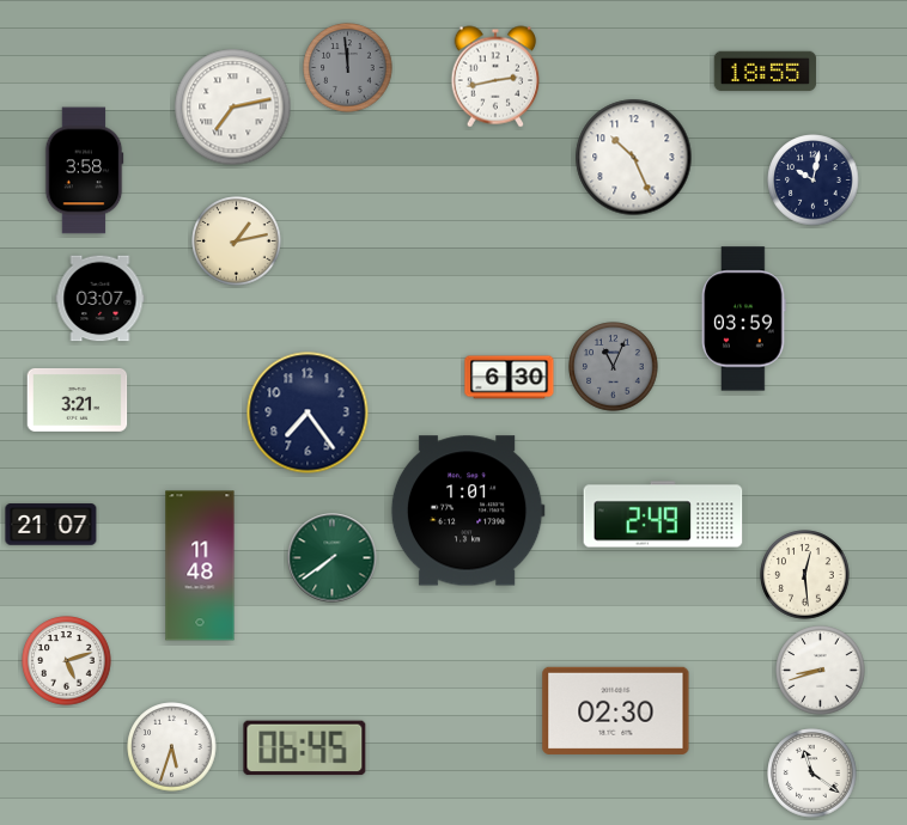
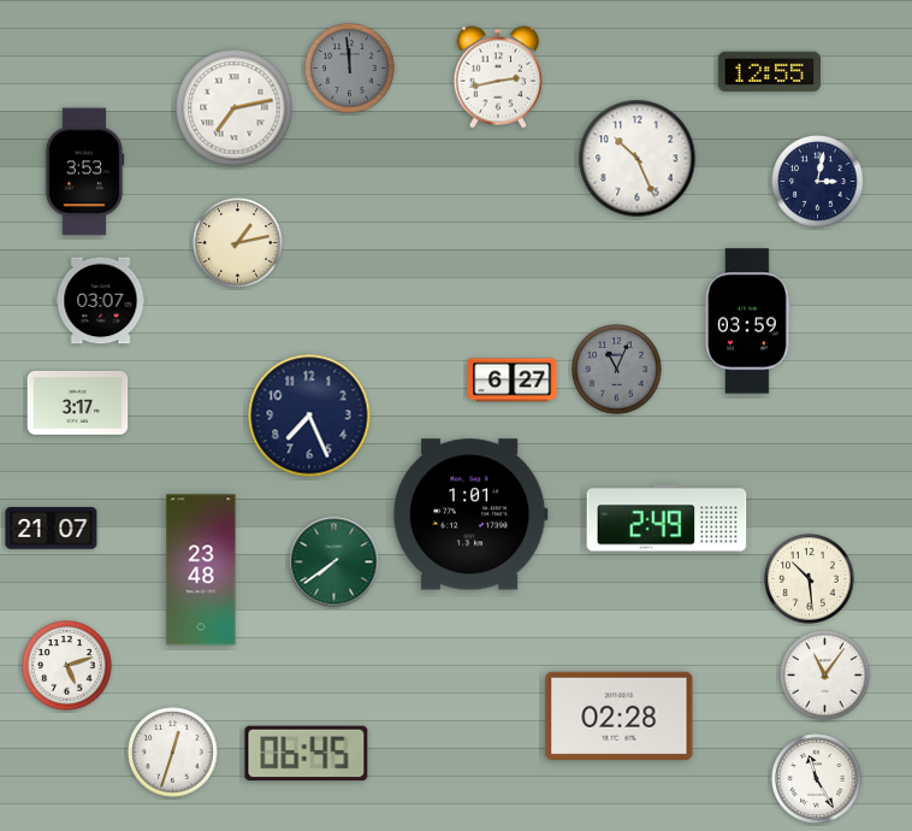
clock at (766, 72): 18:55 -> 12:55
clock at (84, 171): 3:58 -> 3:53
clock at (814, 181): 10:02 -> 3:02
clock at (510, 378): 6:30 -> 6:27
clock at (78, 399): 3:21 -> 3:17
clock at (308, 412): 7:24 -> 7:26
clock at (200, 566): 11:48 -> 23:48
clock at (805, 575): 12:29 -> 10:29
clock at (821, 671): 8:42 -> 11:06
clock at (616, 710): 02:30 -> 02:28
clock at (172, 747): 5:33 -> 12:33
clock at (812, 774): 11:21 -> 11:25
